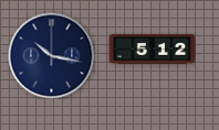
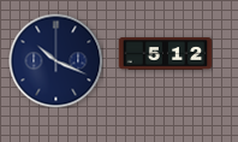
clock at (51, 55): 10:17 -> 10:19
